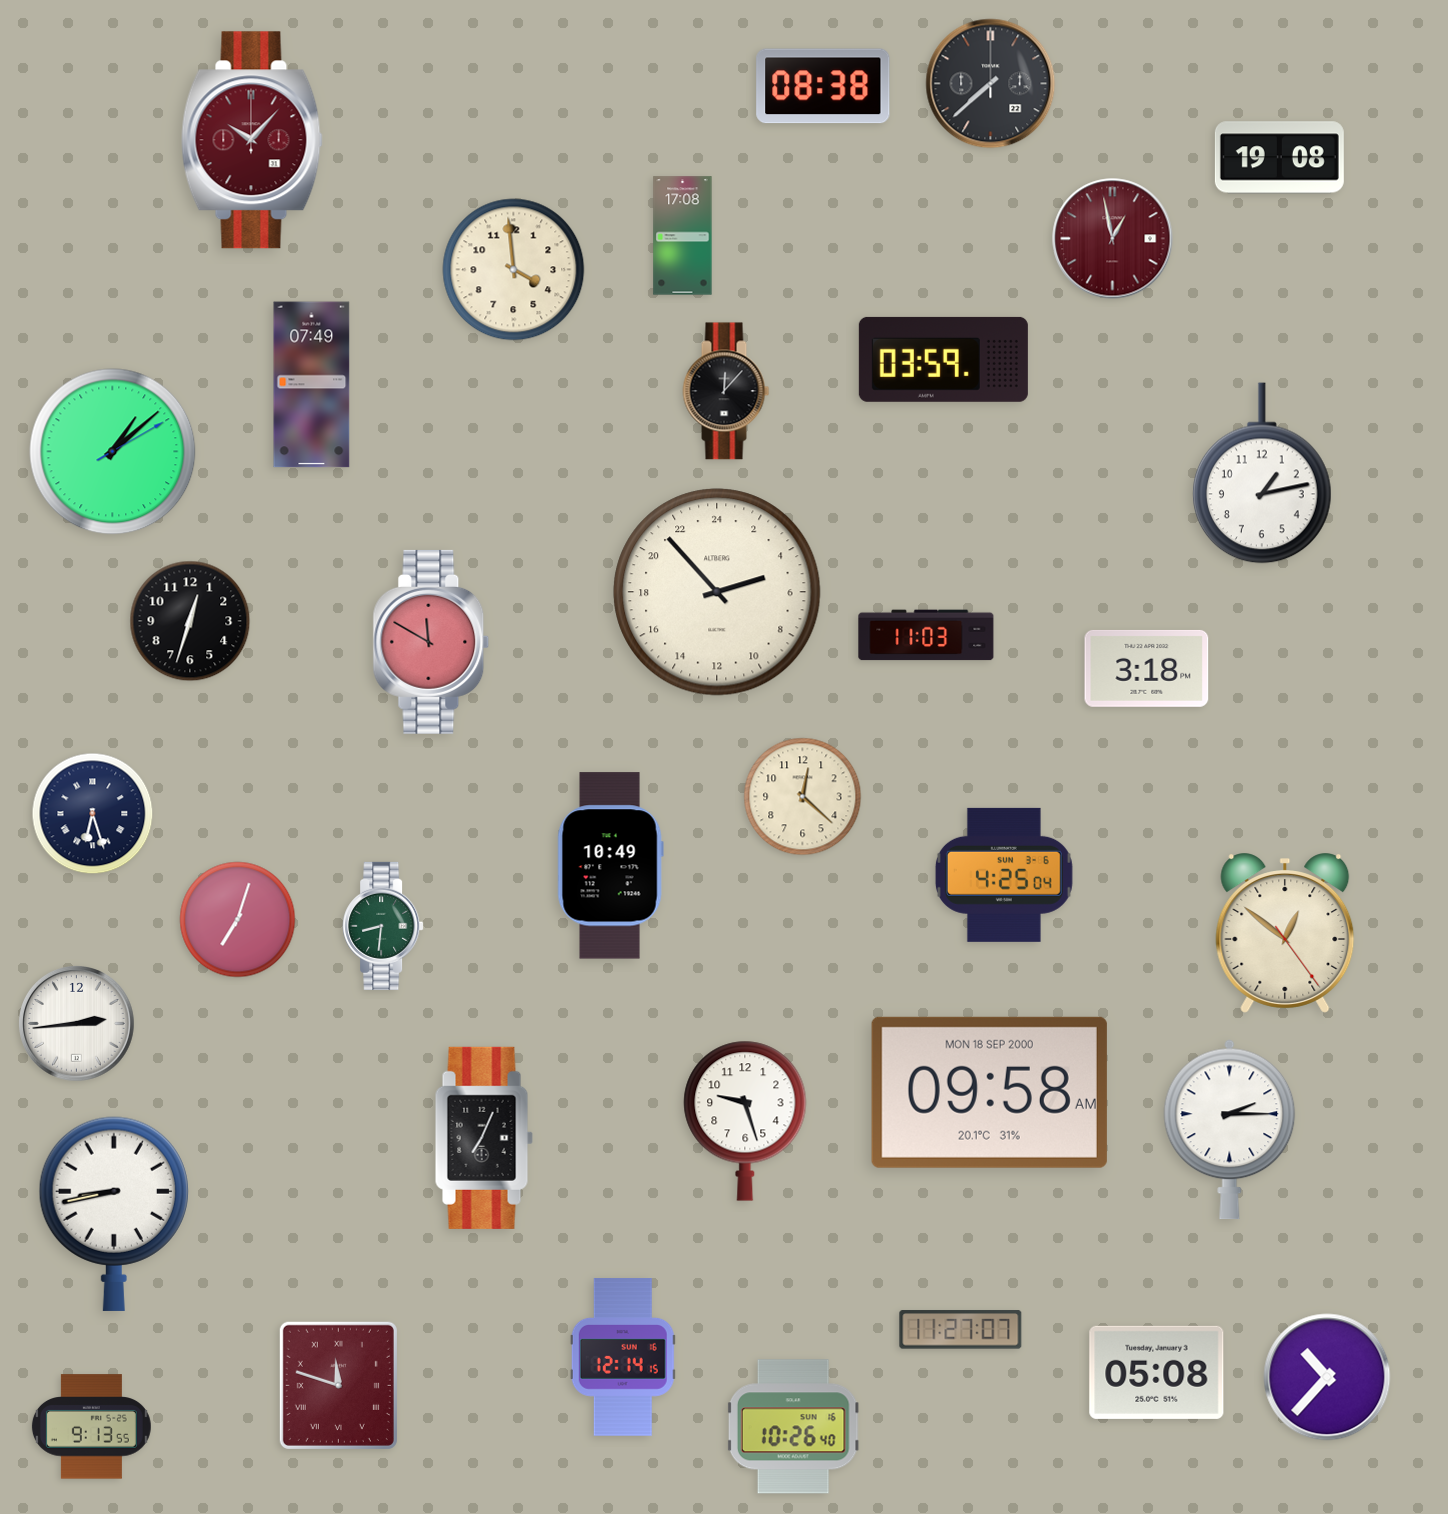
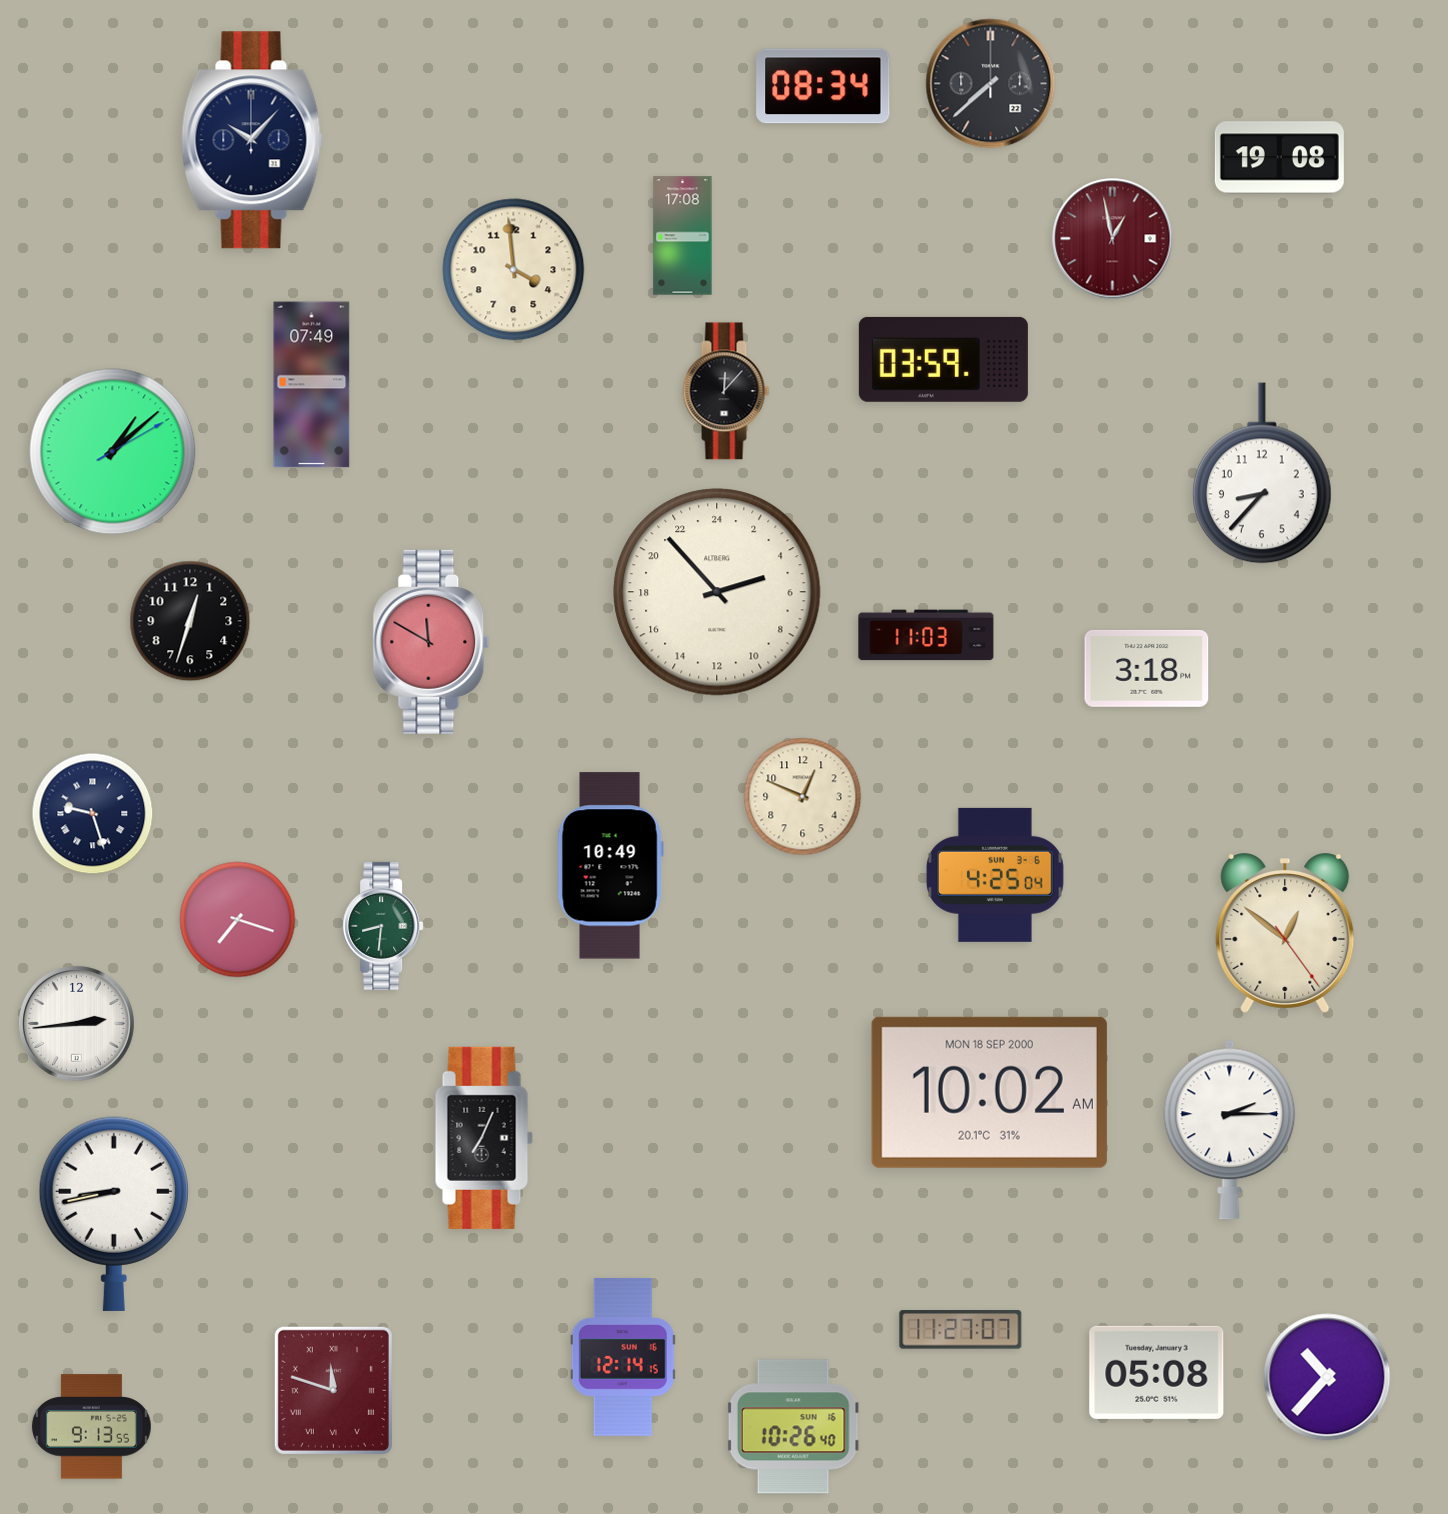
clock at (823, 86): 08:38 -> 08:34
clock at (252, 140) dial: burgundy -> navy
clock at (1262, 473): 1:13 -> 8:37
clock at (803, 797): 12:22 -> 12:49
clock at (93, 814): 6:27 -> 9:27
clock at (1004, 875) position: (1004, 875) -> (995, 875)
clock at (238, 920): 7:03 -> 7:18
clock at (989, 1092): 09:58 -> 10:02
clock at (745, 1121): 9:27 -> none
clock at (338, 1385) position: (338, 1385) -> (333, 1390)
